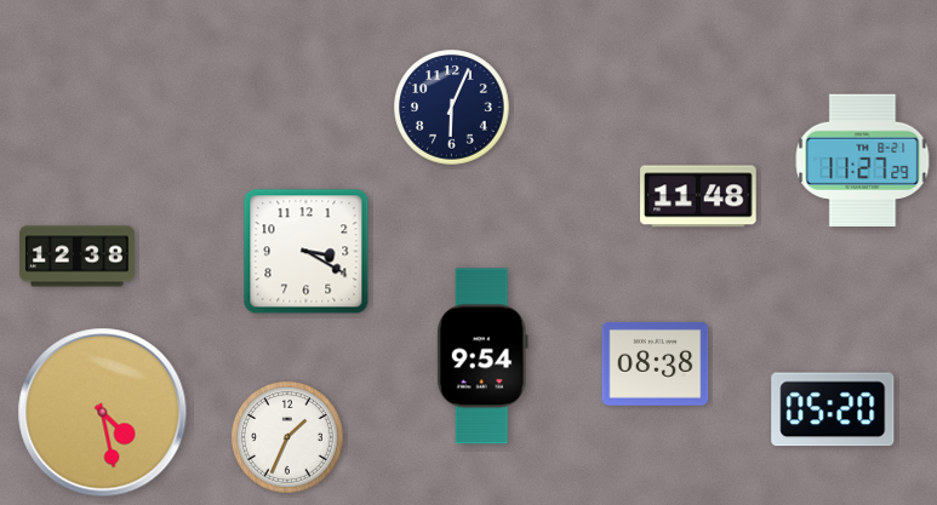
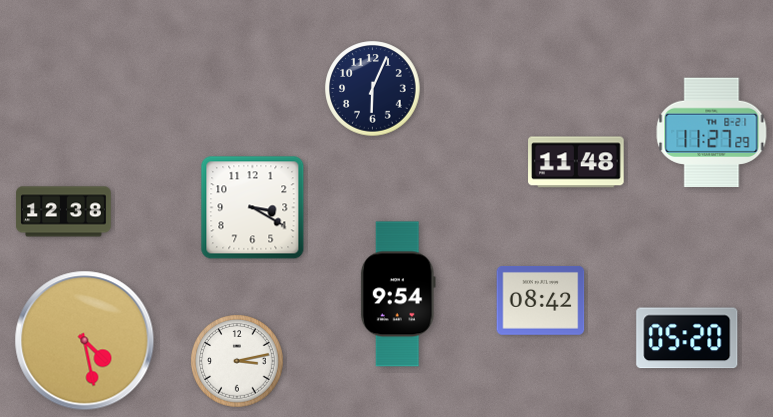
clock at (656, 365): 08:38 -> 08:42
clock at (288, 438): 1:34 -> 3:13
